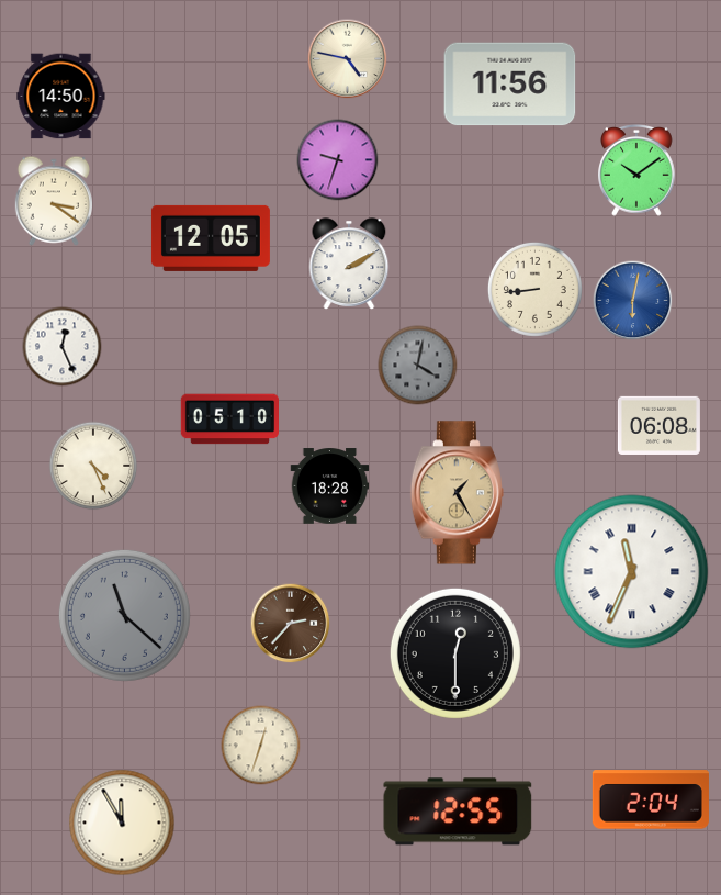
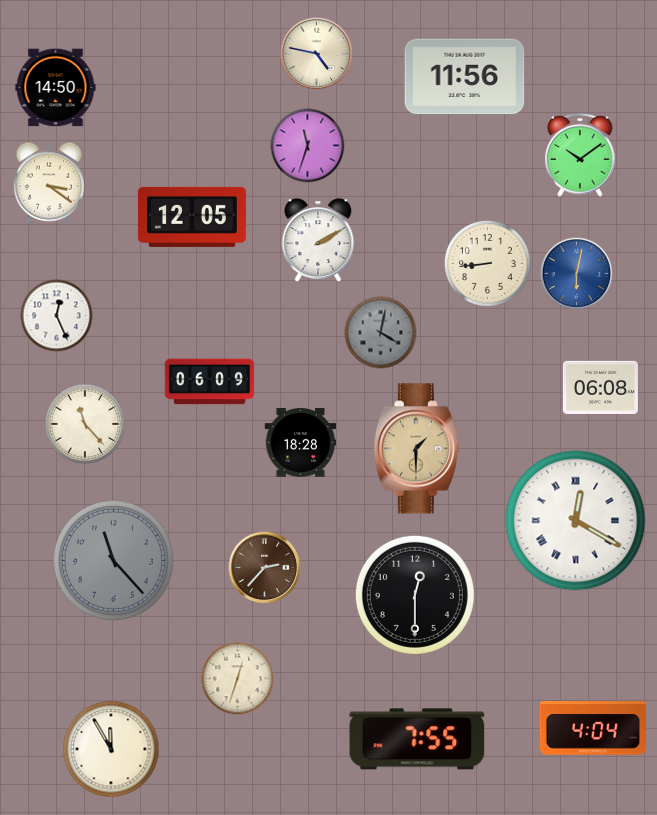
clock at (338, 160): 9:33 -> 11:33
clock at (230, 419): 05:10 -> 06:09
clock at (93, 466): 4:26 -> 11:23
clock at (457, 493): 1:25 -> 1:30
clock at (632, 572): 11:34 -> 12:20
clock at (124, 615): 11:22 -> 11:23
clock at (651, 799): 2:04 -> 4:04
clock at (458, 812): 12:55 -> 7:55
